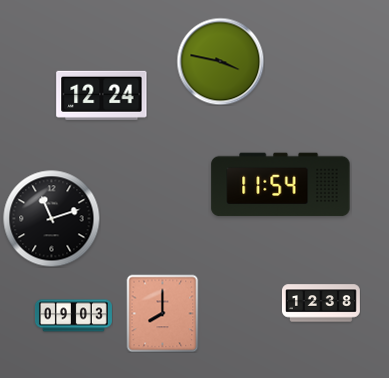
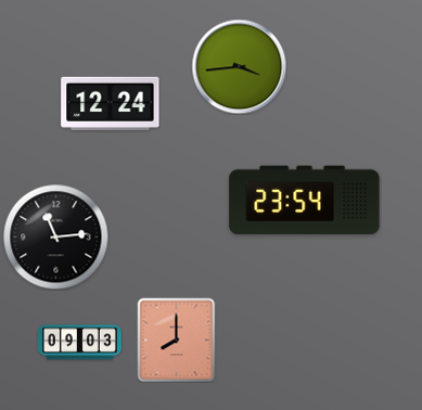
clock at (220, 61): 3:47 -> 3:44
clock at (281, 185): 11:54 -> 23:54
clock at (51, 218): 11:12 -> 11:14
clock at (321, 303): 12:38 -> none
